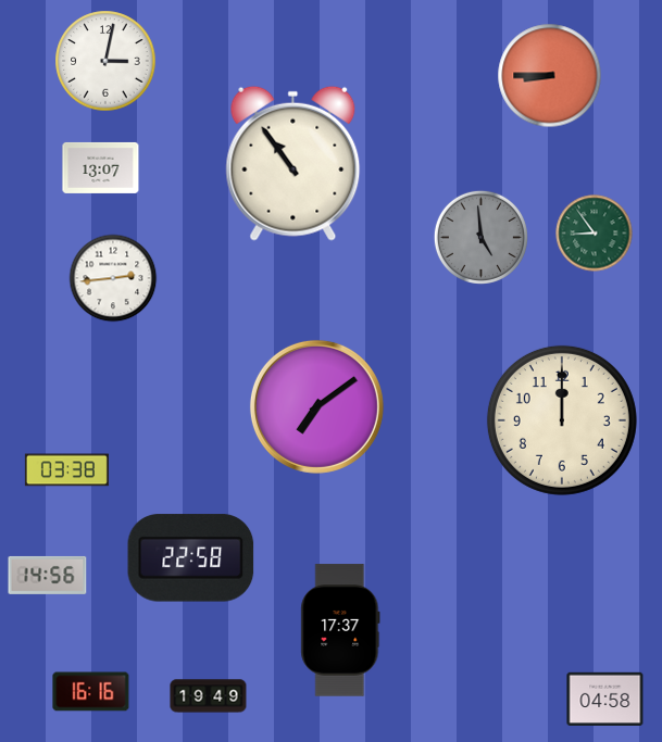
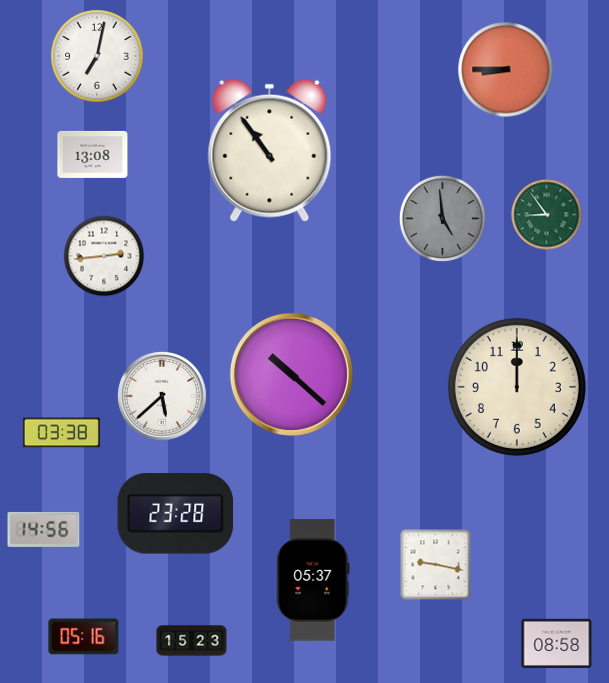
clock at (105, 61): 3:02 -> 7:02
clock at (101, 167): 13:07 -> 13:08
clock at (316, 406): 7:09 -> 10:22
clock at (162, 396): none -> 5:38
clock at (191, 558): 22:58 -> 23:28
clock at (436, 565): none -> 9:17
clock at (340, 630): 17:37 -> 05:37
clock at (91, 692): 16:16 -> 05:16
clock at (209, 696): 19:49 -> 15:23
clock at (605, 699): 04:58 -> 08:58
